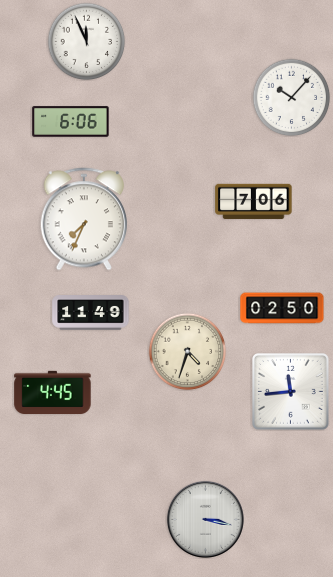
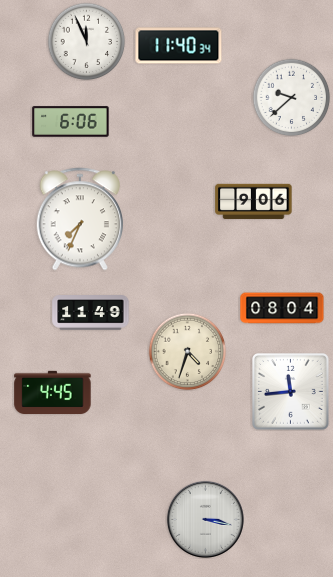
clock at (179, 46): none -> 11:40
clock at (291, 97): 10:07 -> 9:38
clock at (254, 201): 7:06 -> 9:06
clock at (83, 219) position: (83, 219) -> (79, 219)
clock at (282, 308): 02:50 -> 08:04
